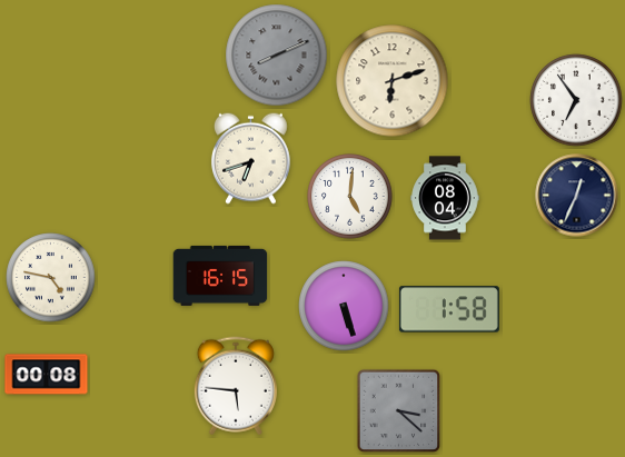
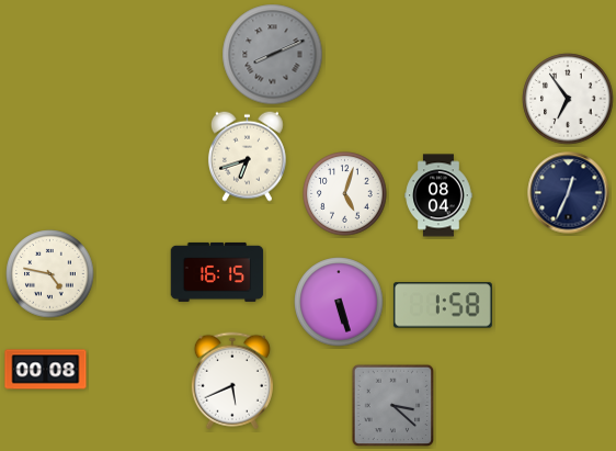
clock at (393, 81): 6:12 -> none
clock at (350, 197): 5:01 -> 5:03
clock at (236, 386): 5:46 -> 5:41
